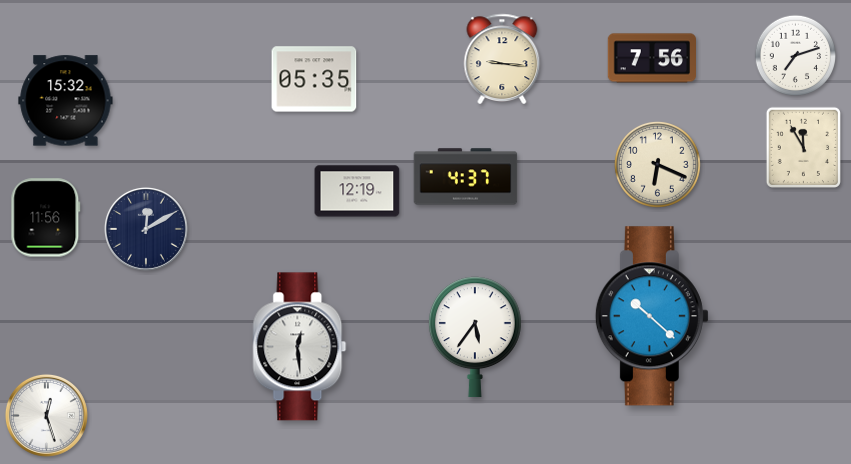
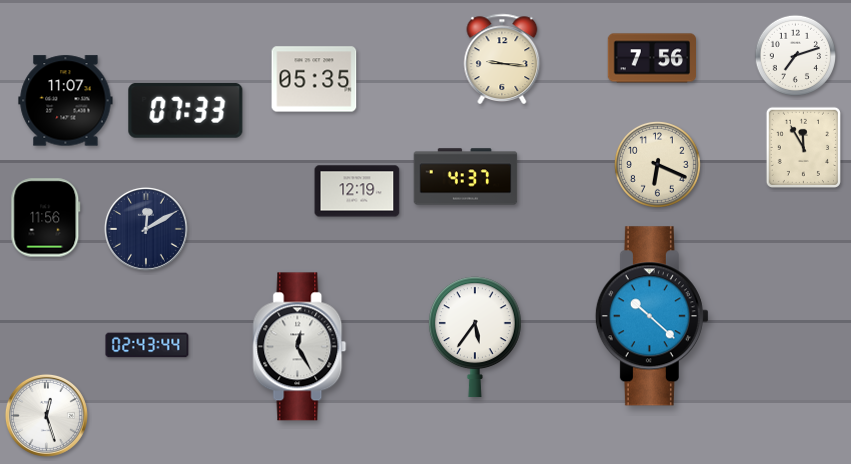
clock at (66, 101): 15:32 -> 11:07
clock at (186, 110): none -> 07:33
clock at (147, 345): none -> 02:43
clock at (300, 347): 12:29 -> 12:25
